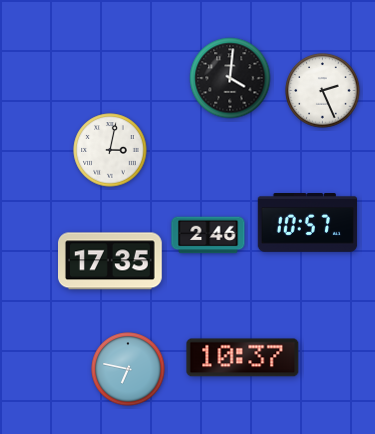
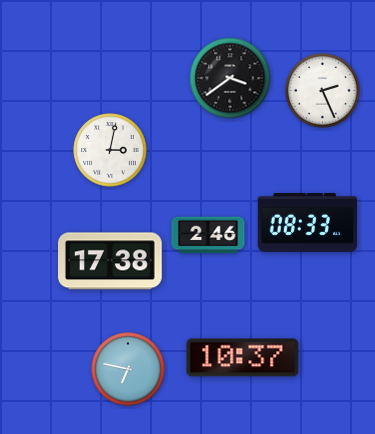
clock at (230, 78): 4:01 -> 3:39
clock at (308, 223): 10:57 -> 08:33
clock at (111, 261): 17:35 -> 17:38
